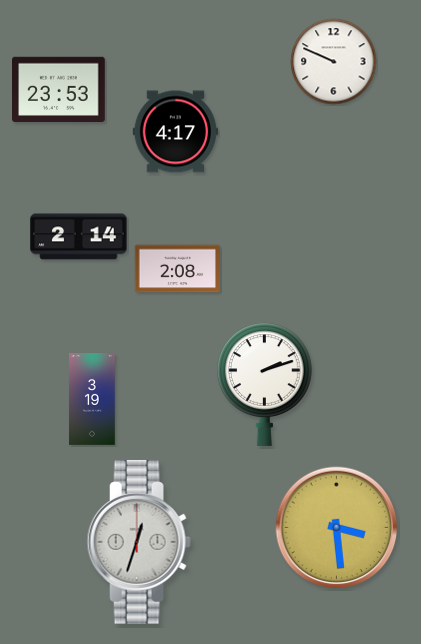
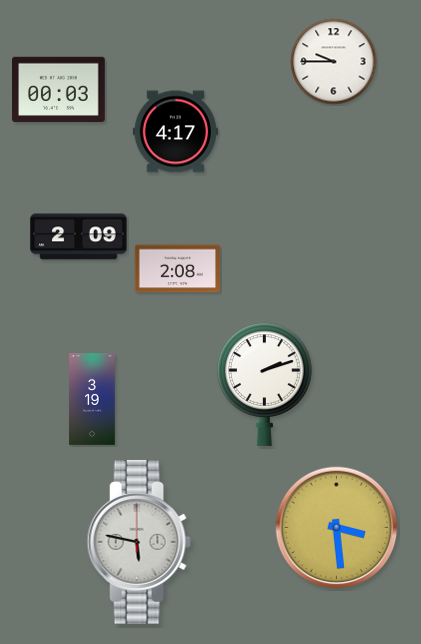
clock at (334, 62): 9:49 -> 9:45
clock at (59, 89): 23:53 -> 00:03
clock at (79, 237): 2:14 -> 2:09
clock at (139, 542): 12:33 -> 5:47
